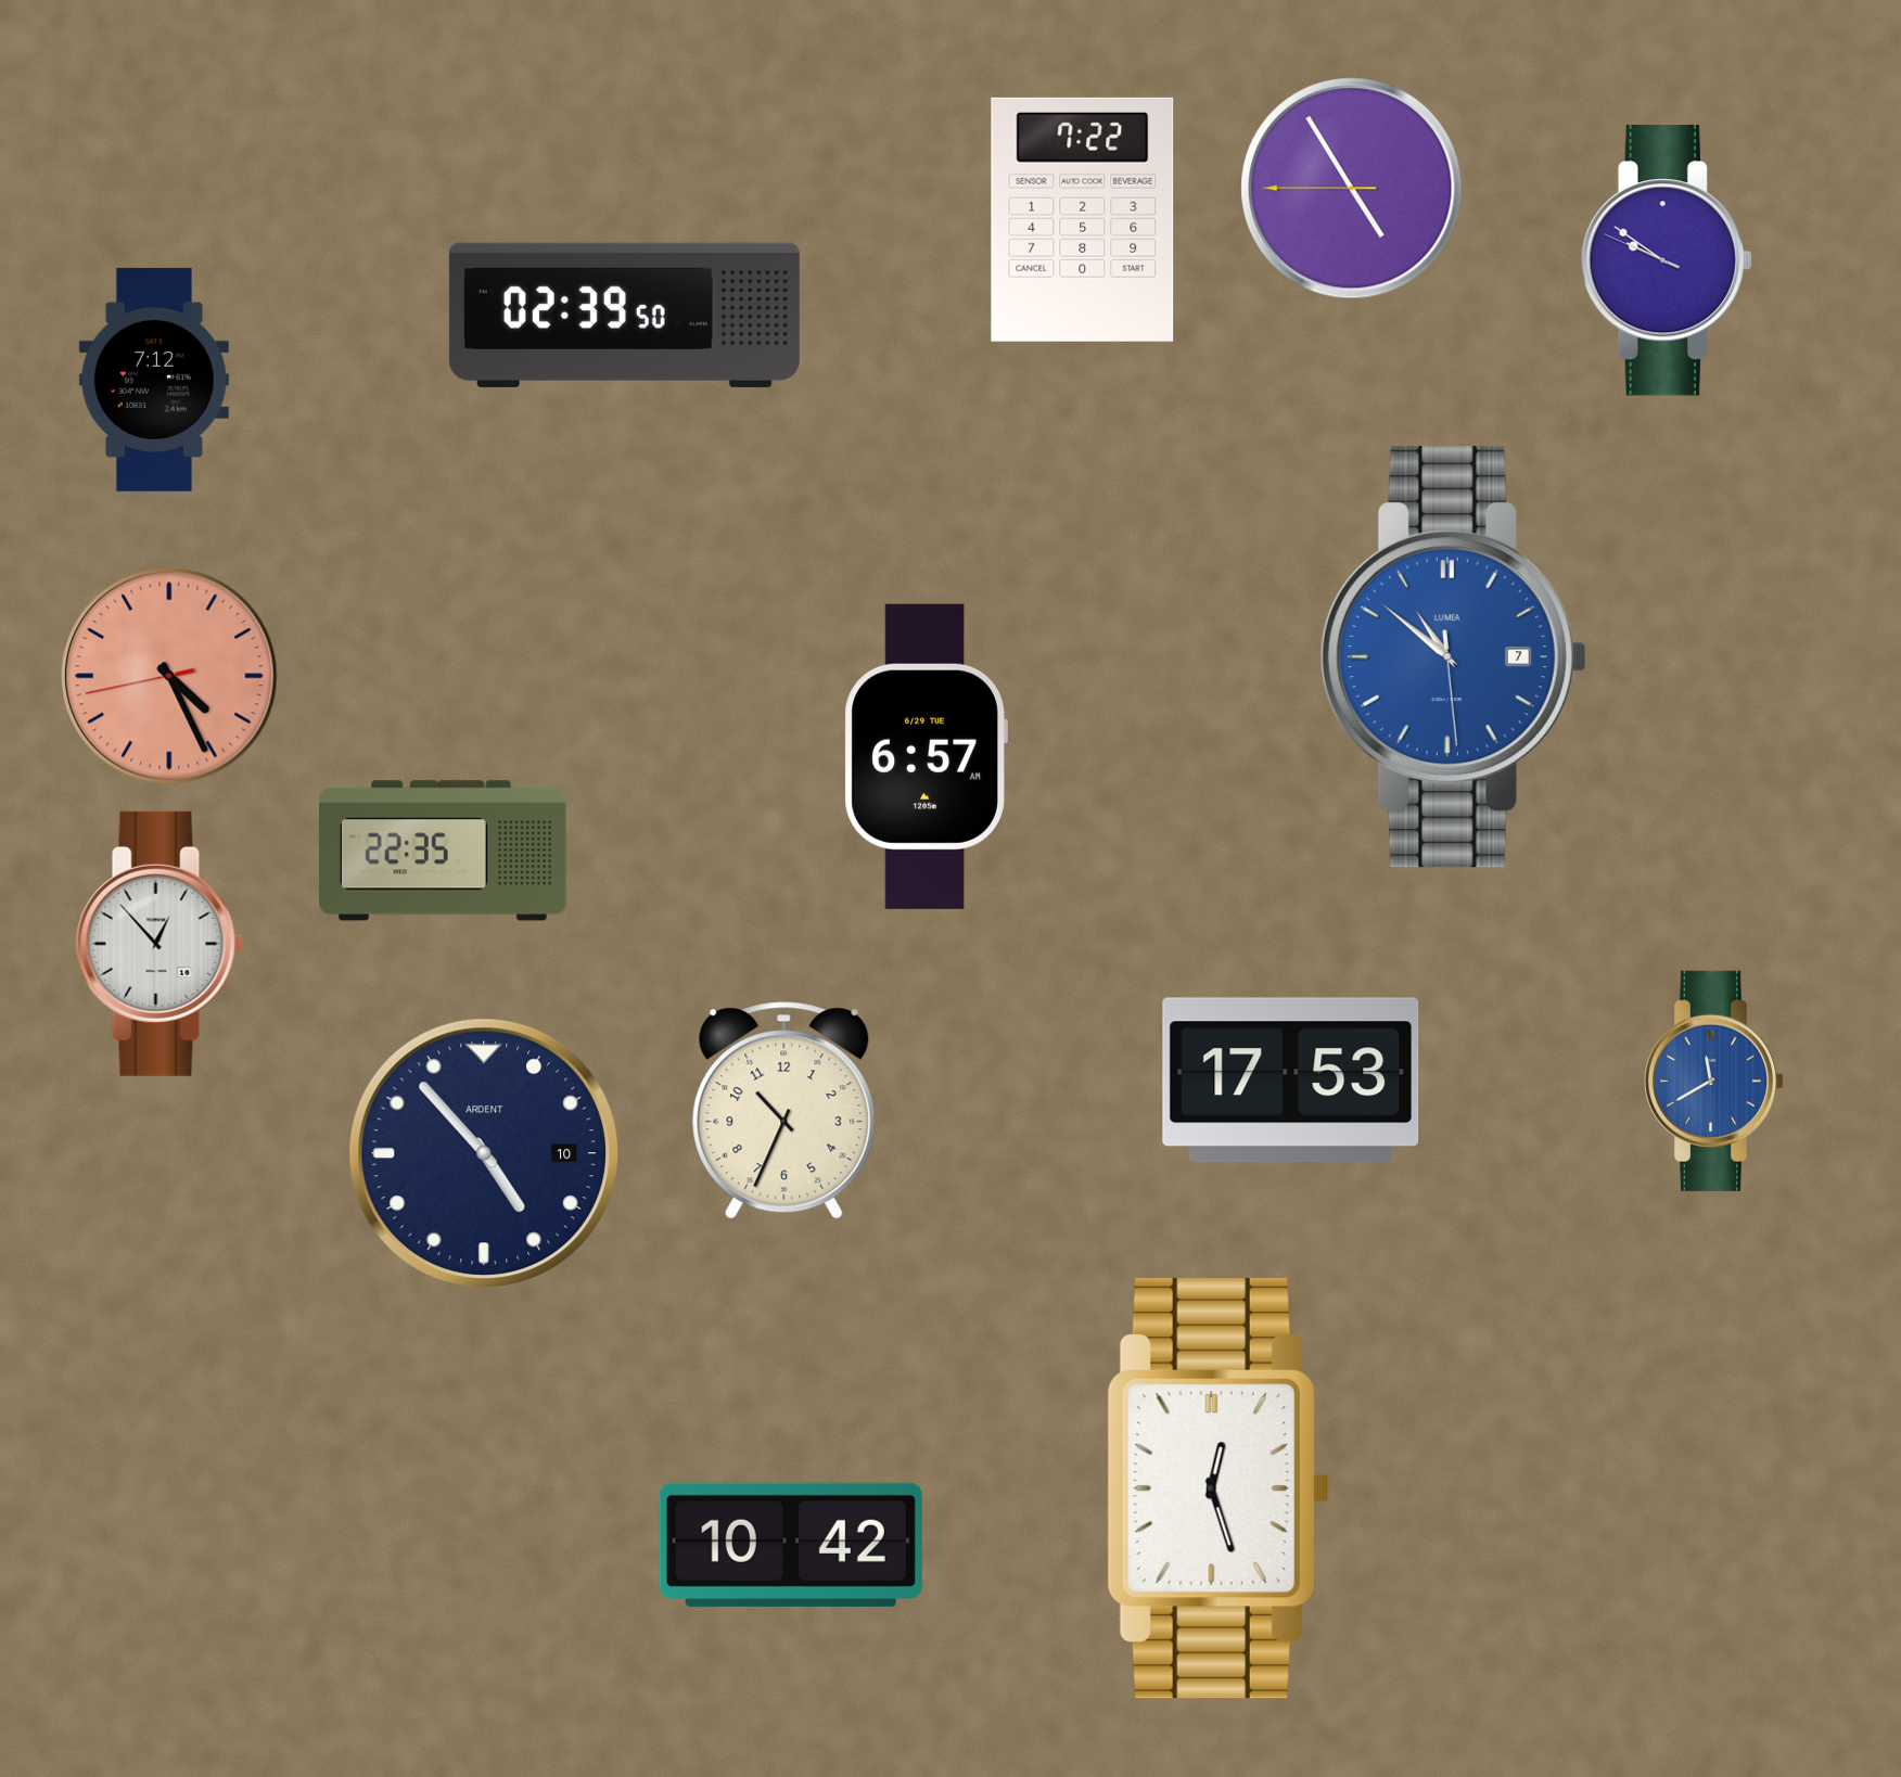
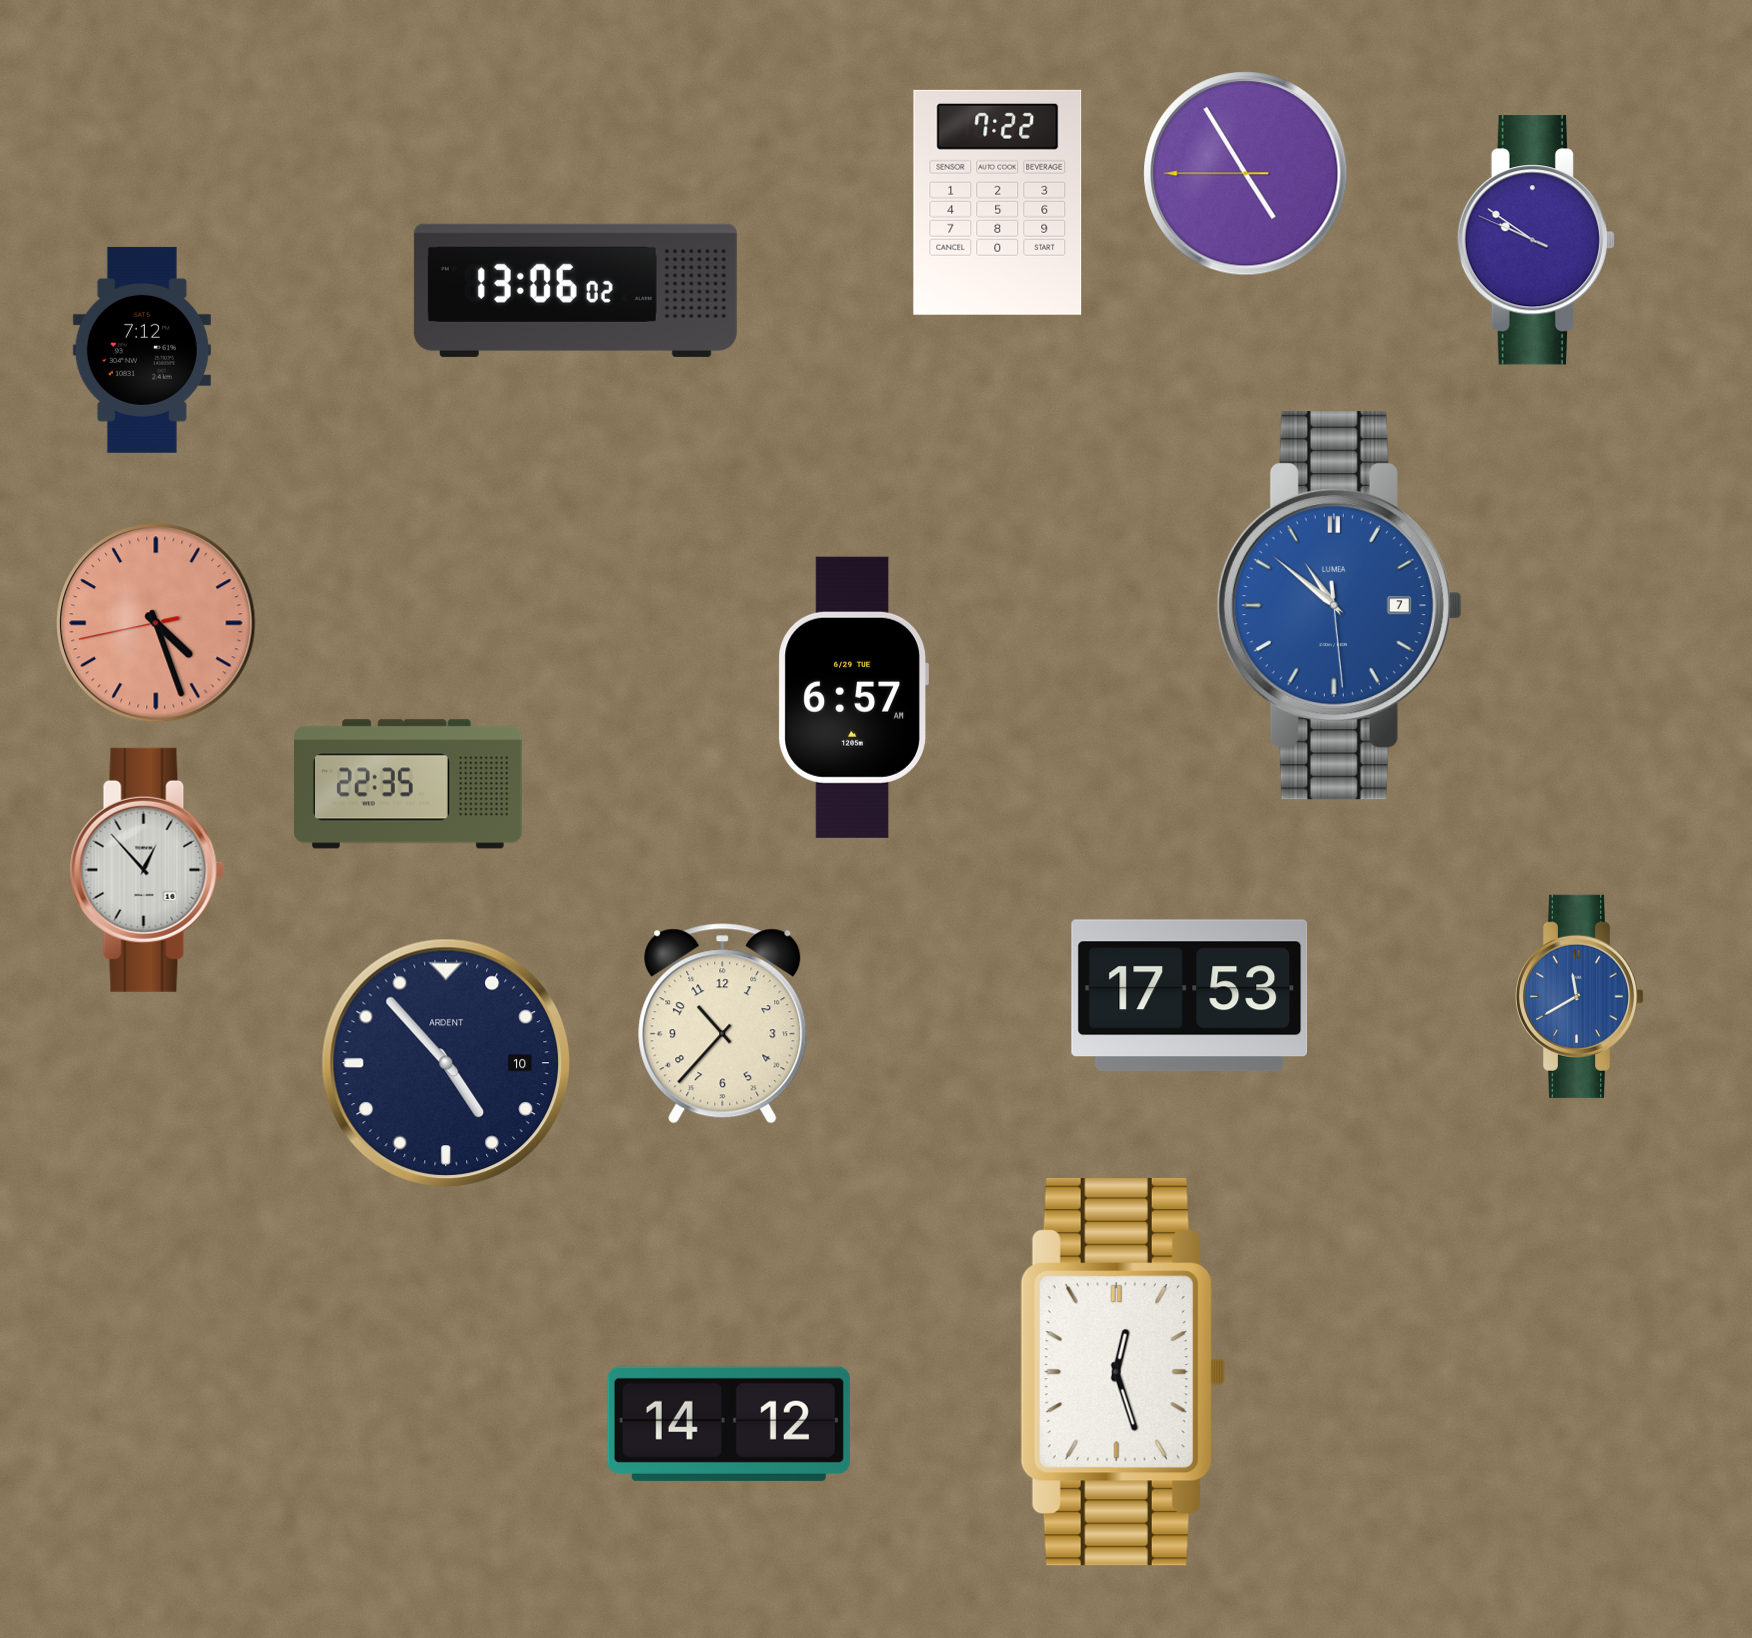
clock at (624, 315): 02:39 -> 13:06
clock at (169, 676): 4:25 -> 4:26
clock at (784, 1111): 10:34 -> 10:37
clock at (791, 1545): 10:42 -> 14:12
